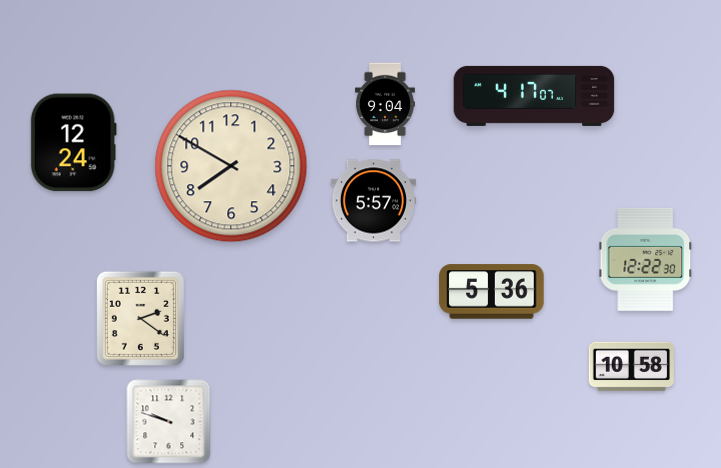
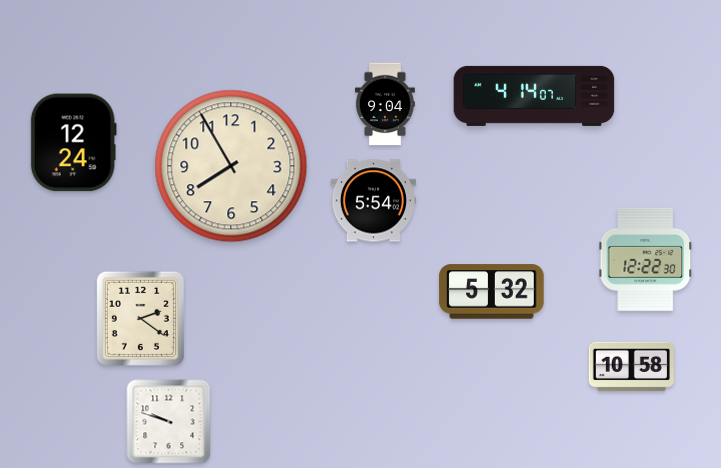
clock at (534, 96): 4:17 -> 4:14
clock at (231, 166): 7:50 -> 7:55
clock at (373, 201): 5:57 -> 5:54
clock at (492, 292): 5:36 -> 5:32
